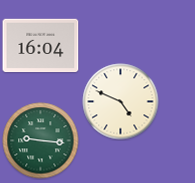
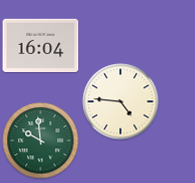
clock at (121, 102): 4:49 -> 4:46
clock at (41, 141): 9:16 -> 9:59
